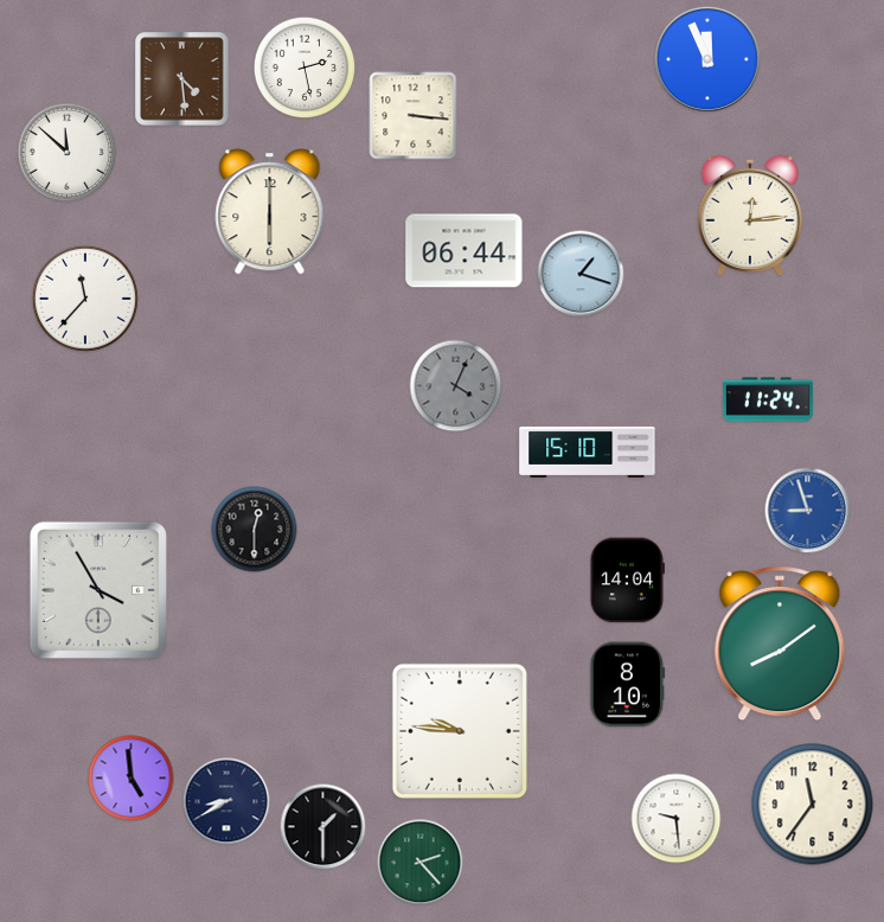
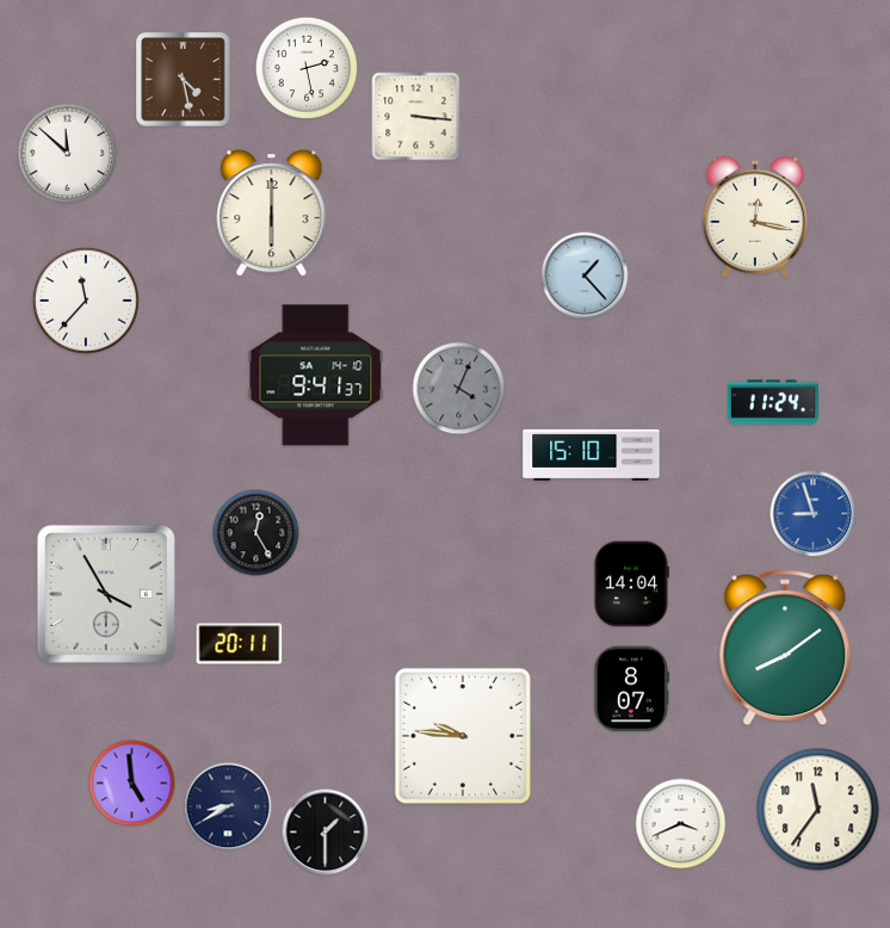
clock at (707, 59): 11:56 -> none
clock at (182, 79): 4:29 -> 4:28
clock at (750, 215): 12:14 -> 12:17
clock at (465, 251): 06:44 -> none
clock at (581, 274): 1:18 -> 1:23
clock at (316, 376): none -> 9:41
clock at (255, 530): 12:30 -> 12:25
clock at (98, 590) position: (98, 590) -> (106, 594)
clock at (240, 644): none -> 20:11
clock at (628, 685): 8:10 -> 8:07
clock at (677, 819): 9:29 -> 3:41
clock at (421, 863): 2:23 -> none
